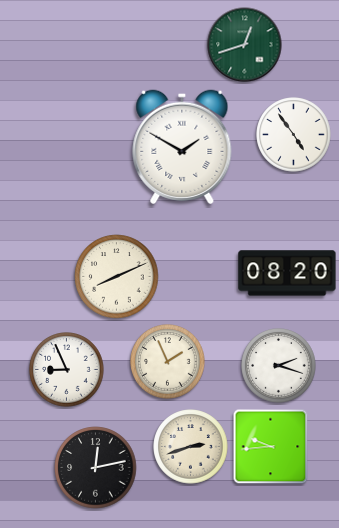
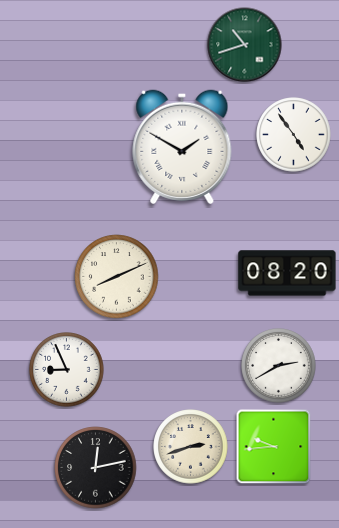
clock at (245, 45): 12:42 -> 10:42
clock at (168, 362): 1:56 -> none
clock at (279, 366): 2:18 -> 2:40
clock at (271, 447) position: (271, 447) -> (274, 447)
